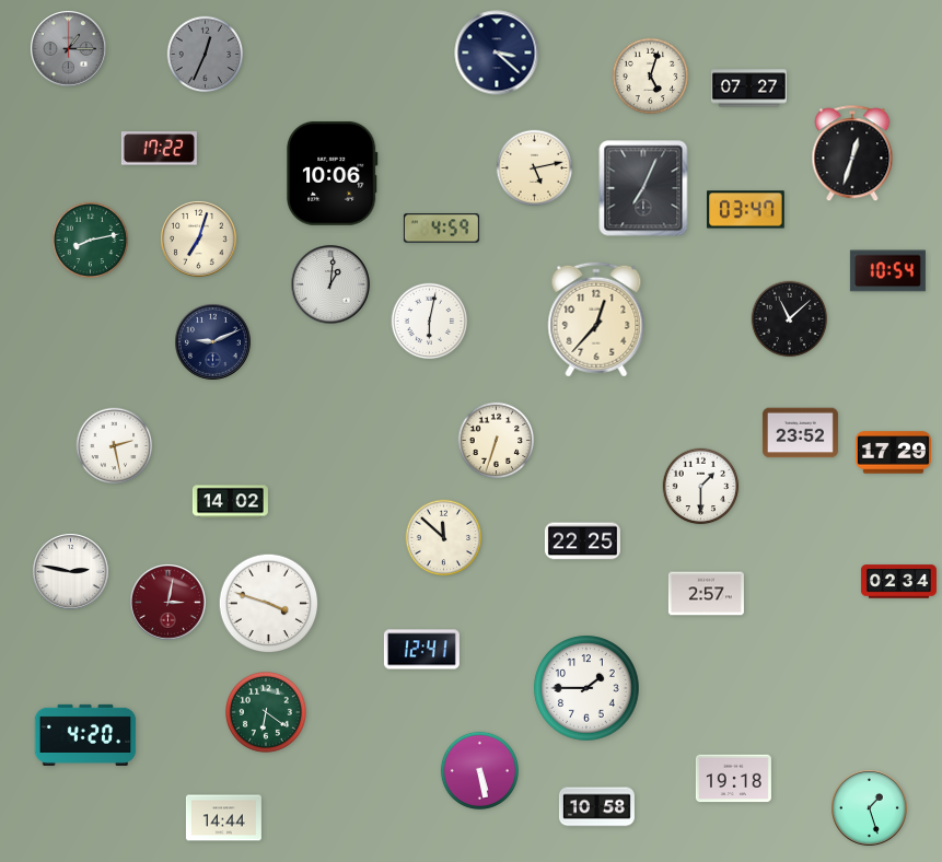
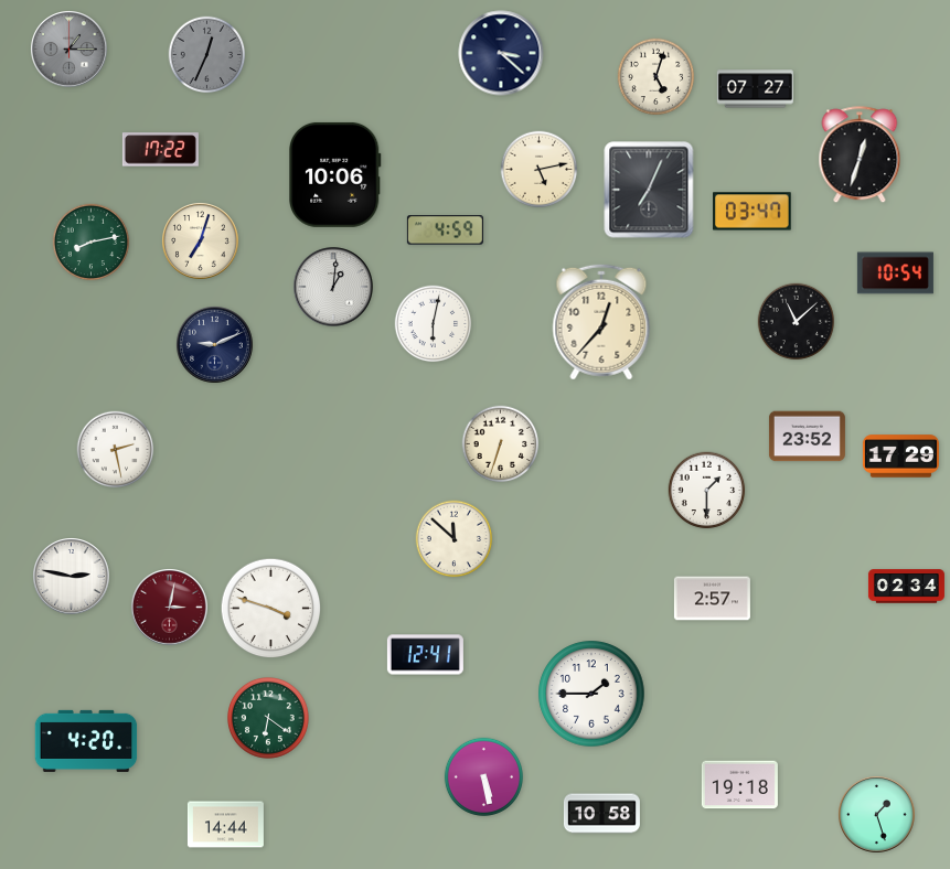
clock at (230, 502): 14:02 -> none
clock at (444, 538) position: (444, 538) -> (455, 539)
clock at (582, 541): 22:25 -> none
